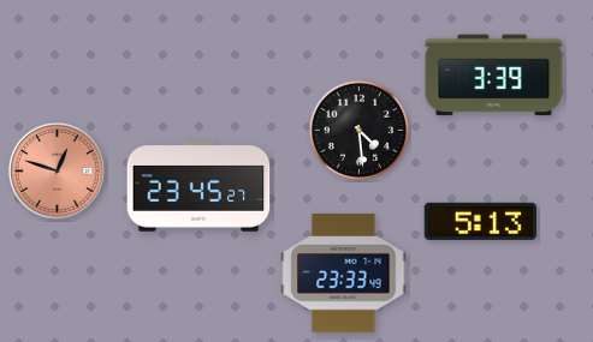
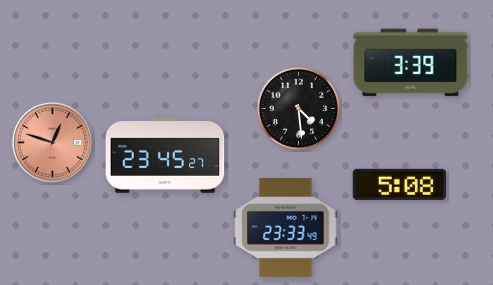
clock at (57, 170) position: (57, 170) -> (52, 142)
clock at (480, 221): 5:13 -> 5:08
